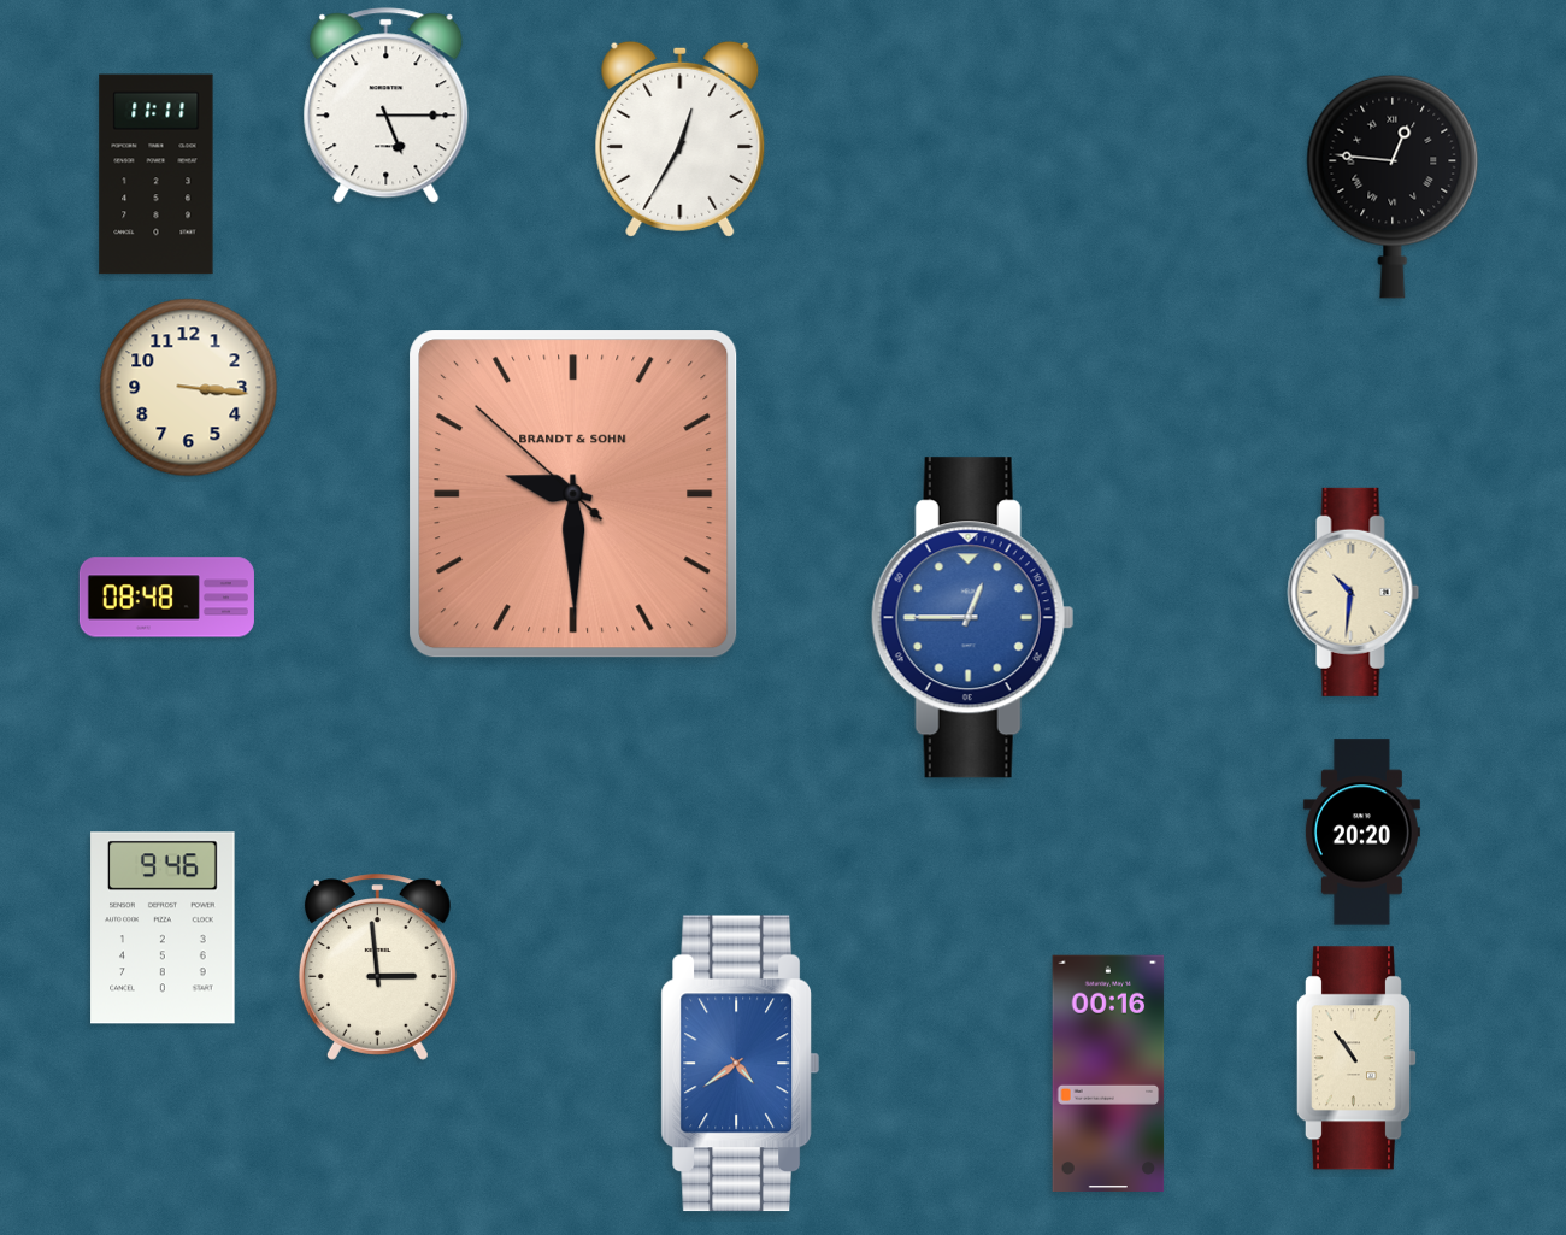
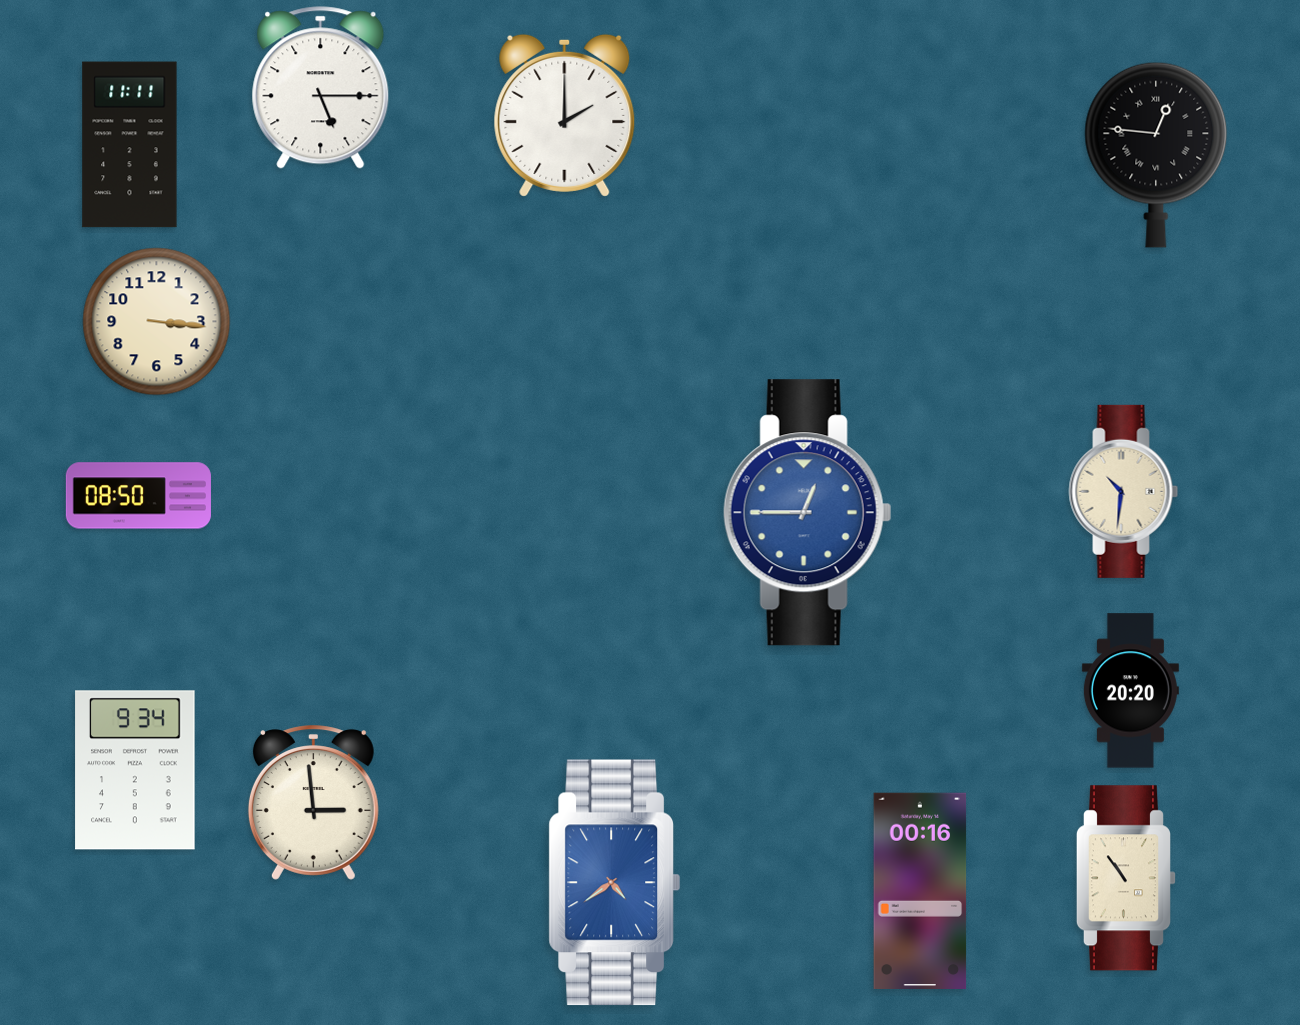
clock at (681, 139): 12:35 -> 2:00
clock at (573, 494): 9:29 -> none
clock at (166, 598): 08:48 -> 08:50
clock at (163, 928): 9:46 -> 9:34
